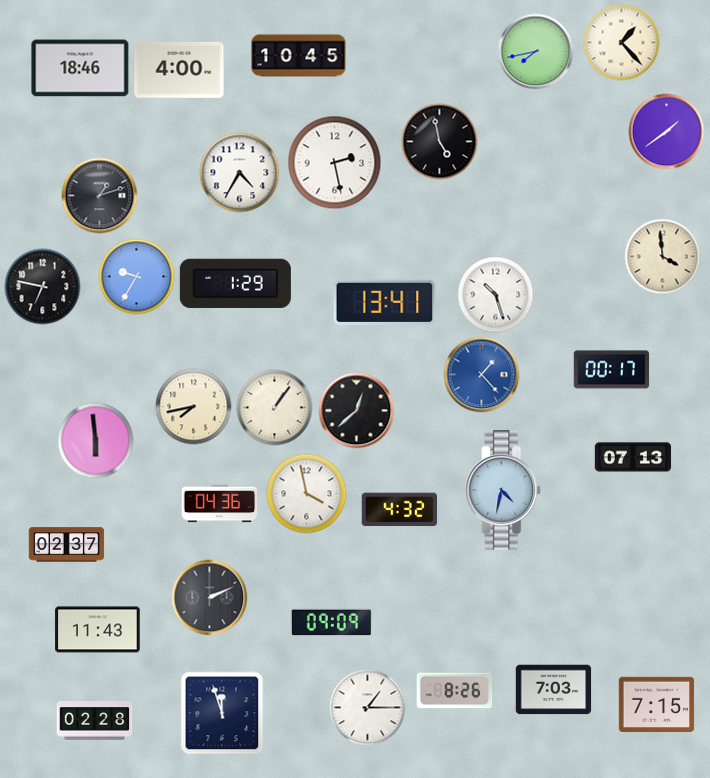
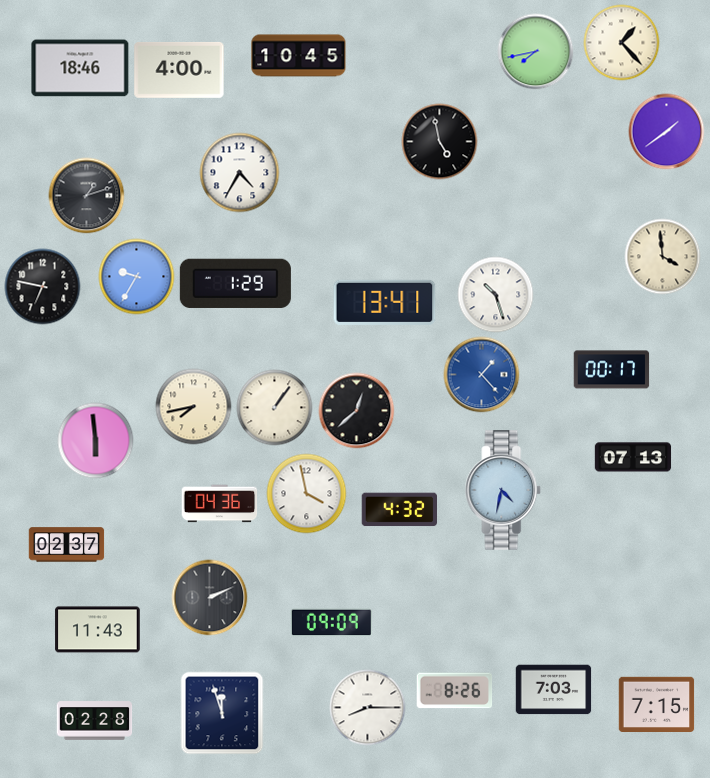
clock at (335, 163): 2:28 -> none
clock at (100, 196) position: (100, 196) -> (87, 196)
clock at (368, 708): 1:15 -> 8:15
